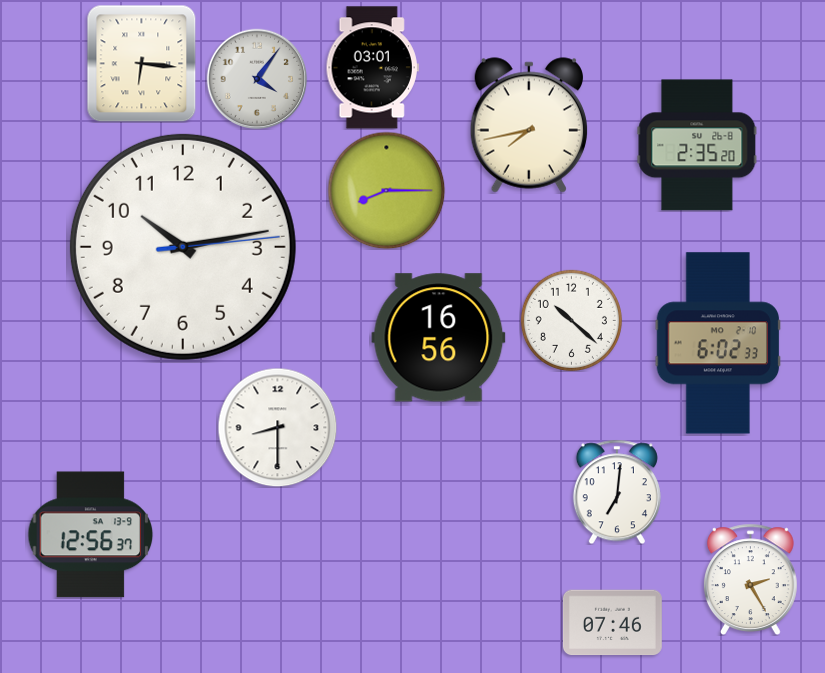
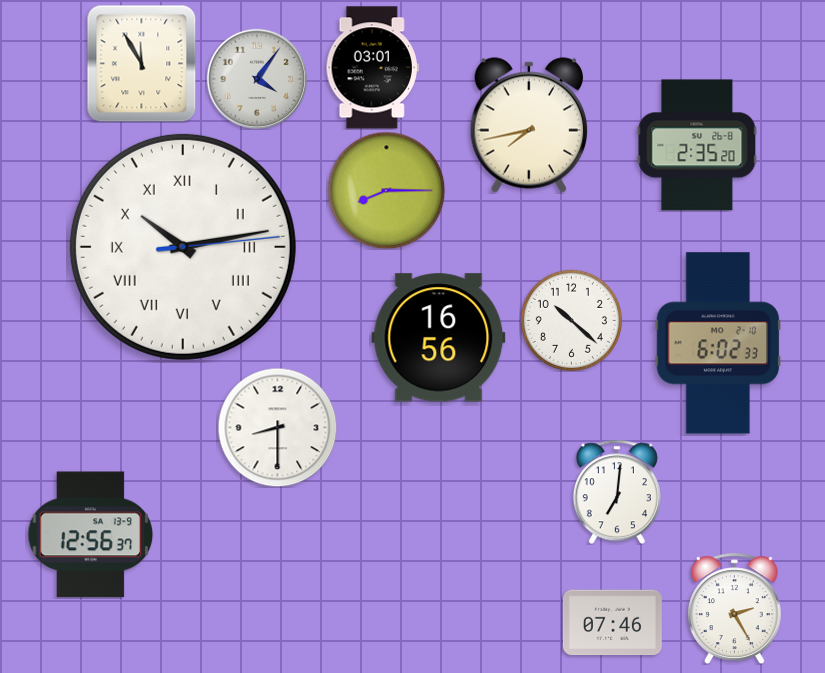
clock at (142, 63): 6:16 -> 11:55
clock at (183, 247) numerals: Arabic -> Roman
clock at (750, 579) position: (750, 579) -> (734, 608)
